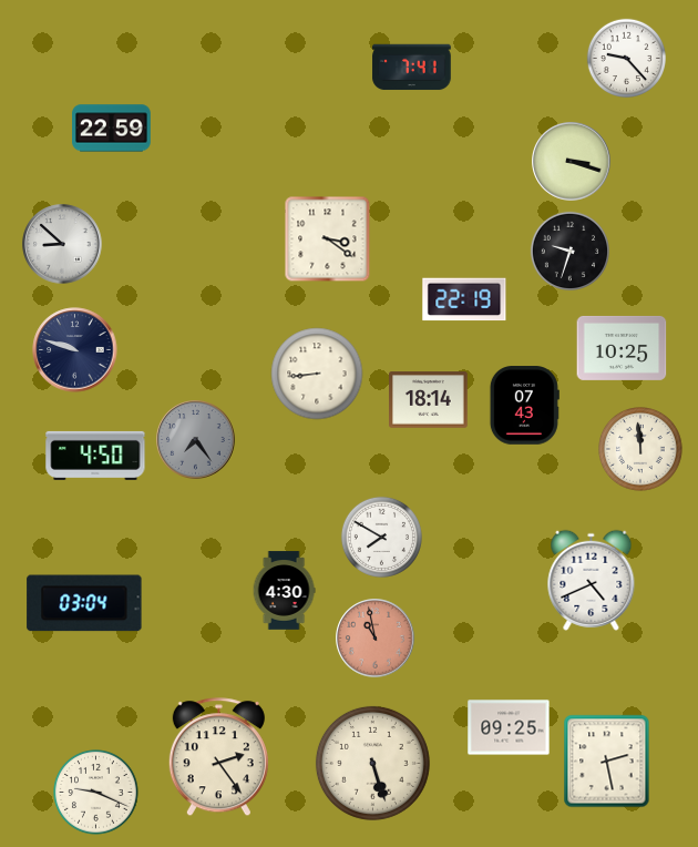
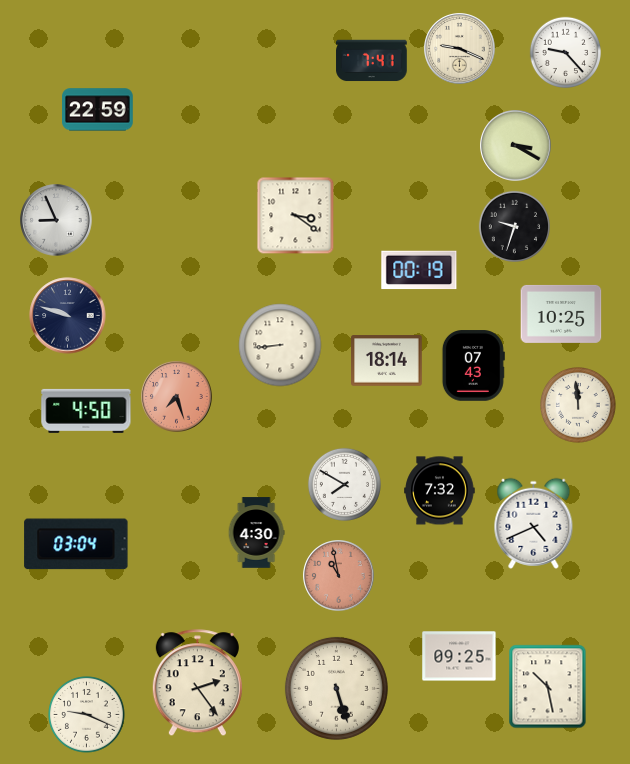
clock at (460, 49): none -> 9:19
clock at (112, 129) position: (112, 129) -> (98, 110)
clock at (572, 162): 3:18 -> 3:20
clock at (62, 244): 8:52 -> 8:56
clock at (464, 299): 22:19 -> 00:19
clock at (317, 374) position: (317, 374) -> (280, 345)
clock at (196, 440): 7:24 -> 7:27
clock at (196, 440) dial: grey -> salmon
clock at (440, 491): none -> 7:32
clock at (607, 762): 2:28 -> 10:28
